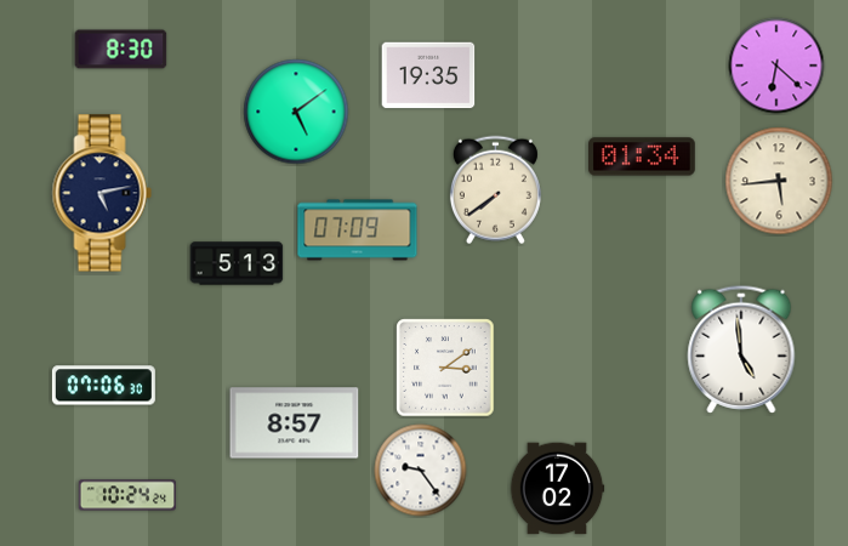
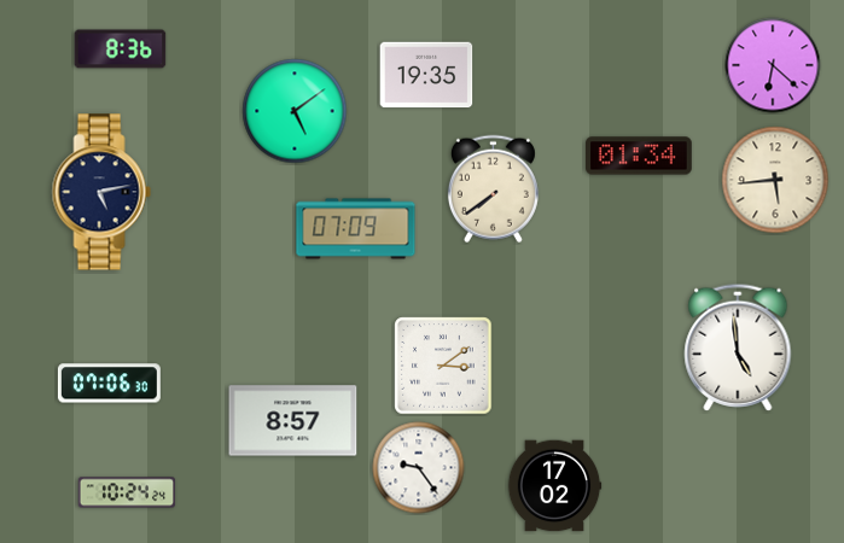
clock at (121, 50): 8:30 -> 8:36
clock at (237, 263): 5:13 -> none
clock at (103, 386) position: (103, 386) -> (109, 384)
